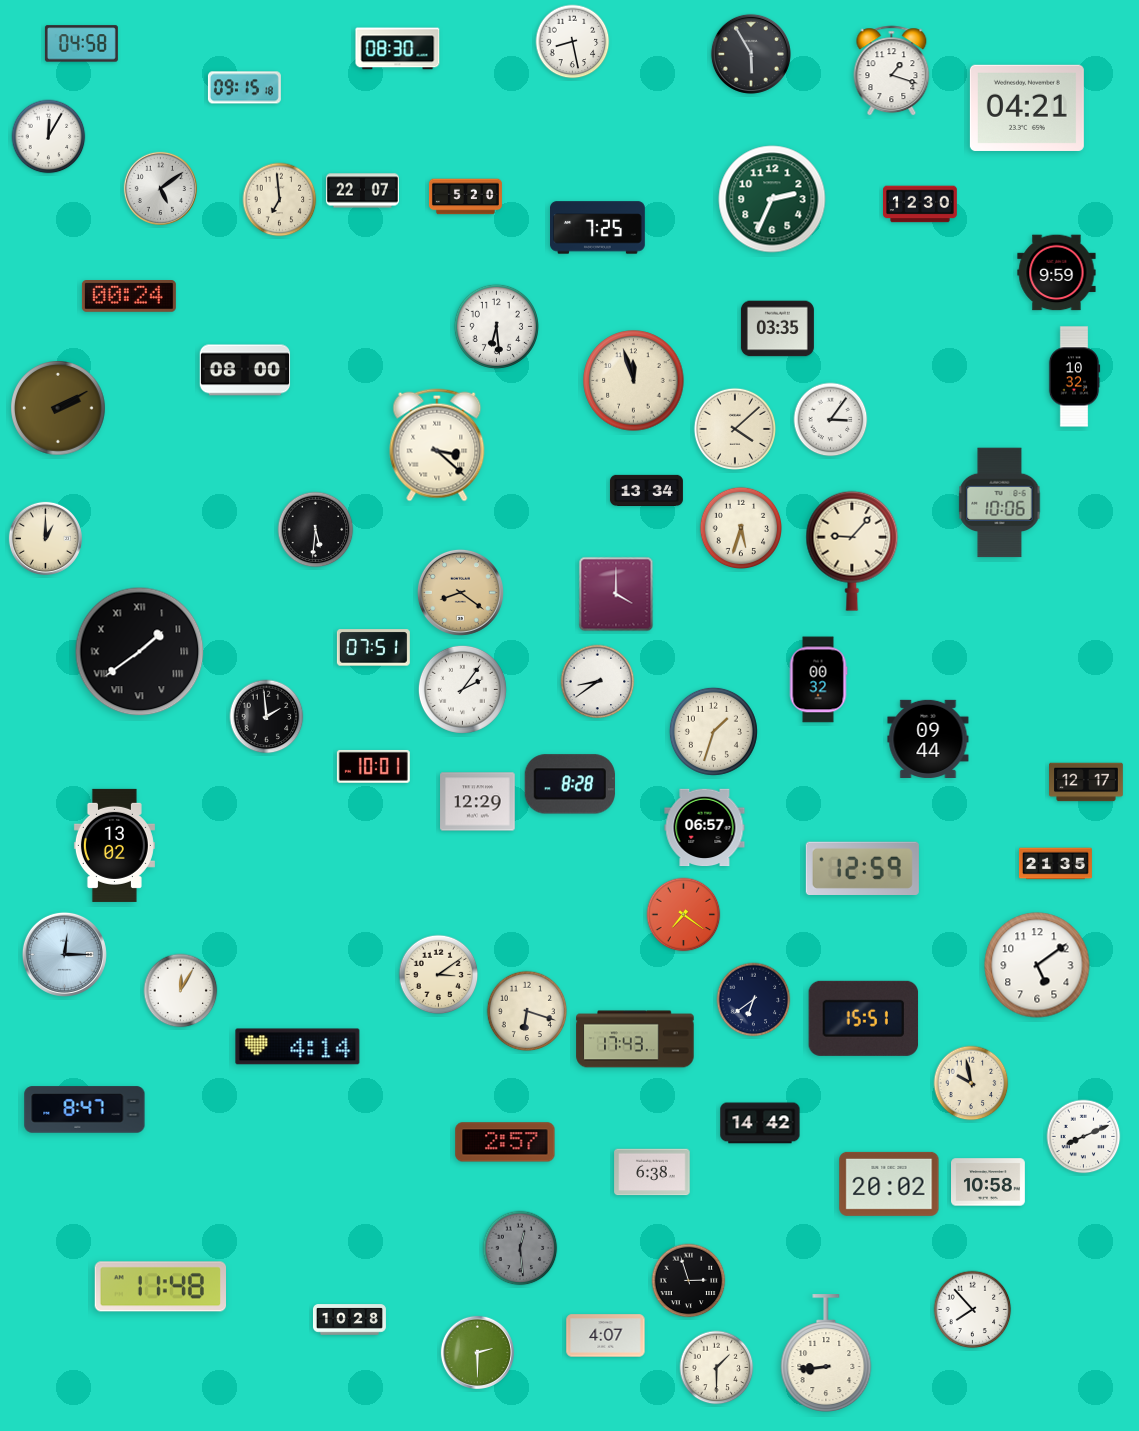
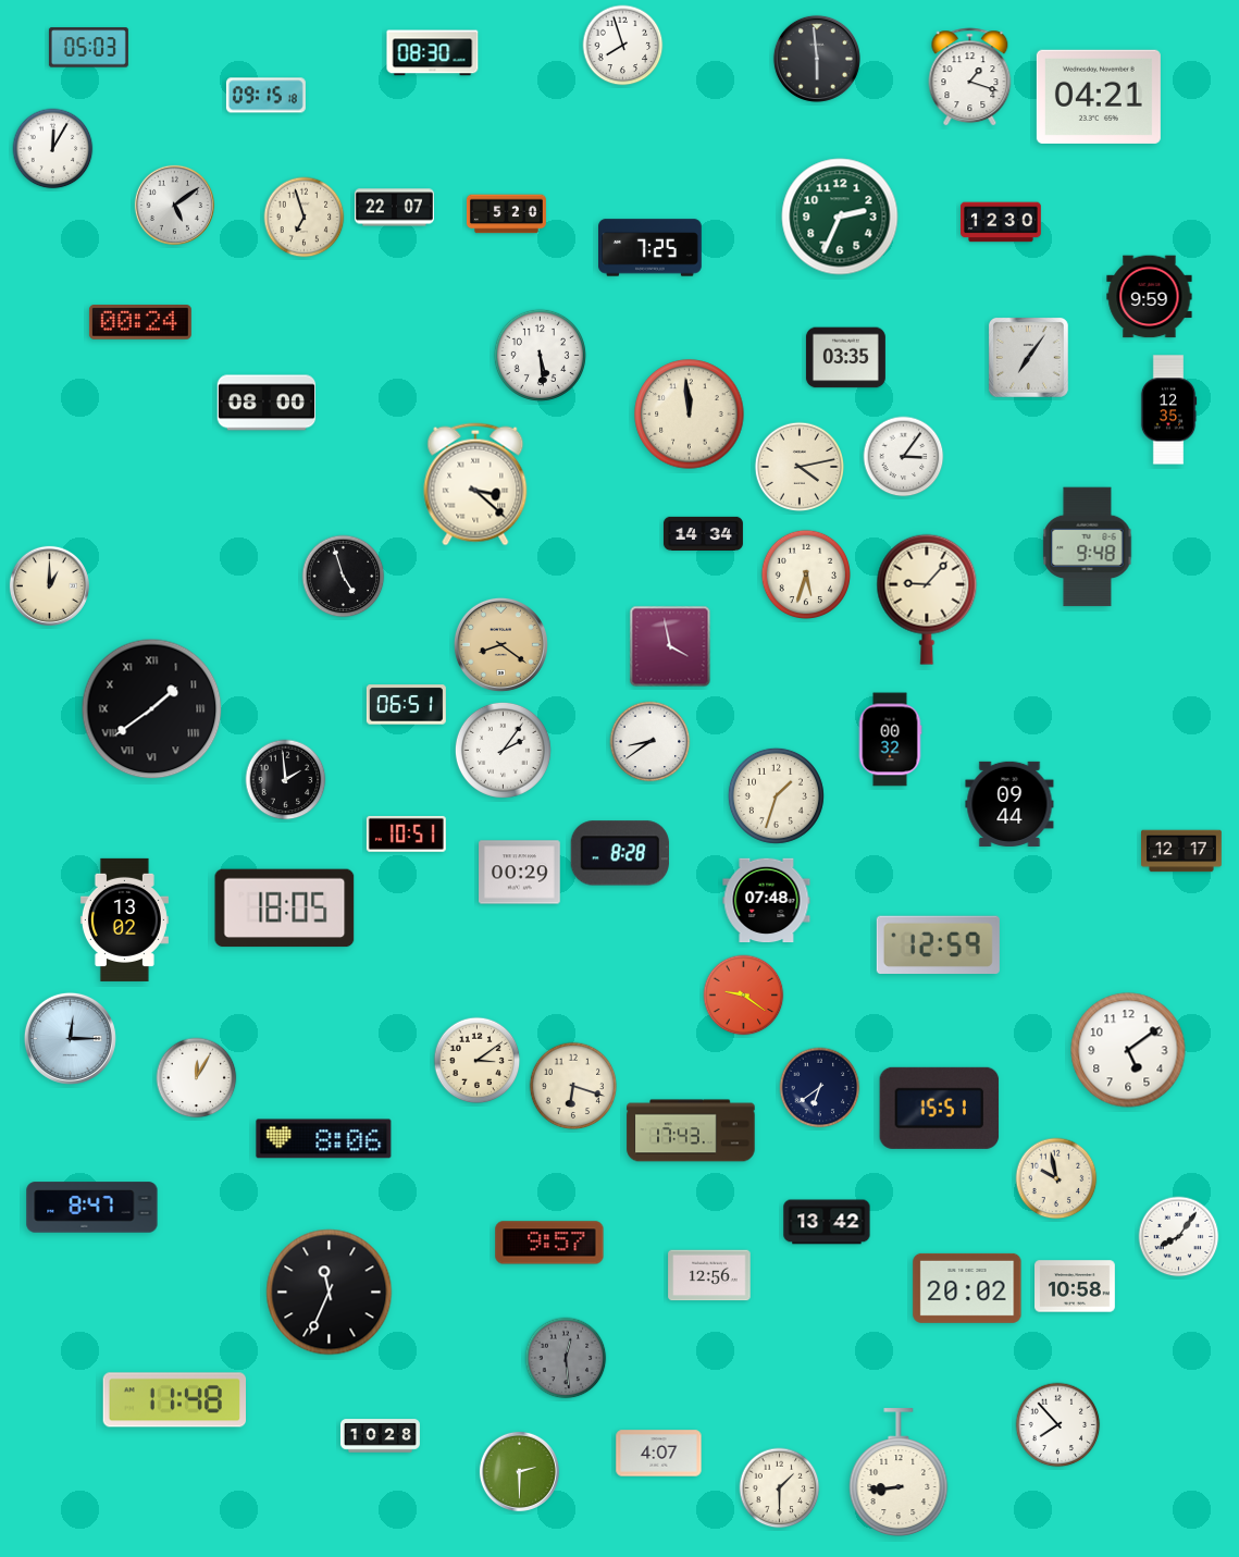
clock at (573, 42): 8:28 -> 7:57
clock at (81, 44): 04:58 -> 05:03
clock at (751, 54): 5:55 -> 5:59
clock at (1027, 108) position: (1027, 108) -> (1099, 97)
clock at (280, 200): 6:59 -> 6:57
clock at (496, 326): 6:29 -> 5:29
clock at (1028, 357): none -> 7:06
clock at (1074, 377): 10:32 -> 12:35
clock at (634, 381): 11:57 -> 11:59
clock at (58, 408): 2:10 -> none
clock at (734, 428): 4:08 -> 4:13
clock at (646, 490): 13:34 -> 14:34
clock at (1000, 503): 10:06 -> 9:48
clock at (316, 530): 5:31 -> 4:57
clock at (616, 594): 4:00 -> 3:58
clock at (373, 648): 07:51 -> 06:51
clock at (267, 717) position: (267, 717) -> (286, 780)
clock at (373, 766): 10:01 -> 10:51
clock at (478, 802): 12:29 -> 00:29
clock at (705, 828): 06:57 -> 07:48
clock at (285, 909): none -> 18:05
clock at (1055, 864): 21:35 -> none
clock at (684, 915): 7:21 -> 9:21
clock at (527, 1011) position: (527, 1011) -> (573, 1086)
clock at (298, 1047): 4:14 -> 8:06
clock at (760, 1123): 14:42 -> 13:42
clock at (1084, 1137): 8:11 -> 8:06
clock at (505, 1142): 2:57 -> 9:57
clock at (652, 1172): 6:38 -> 12:56
clock at (330, 1293): none -> 11:34
clock at (689, 1281): 2:57 -> none
